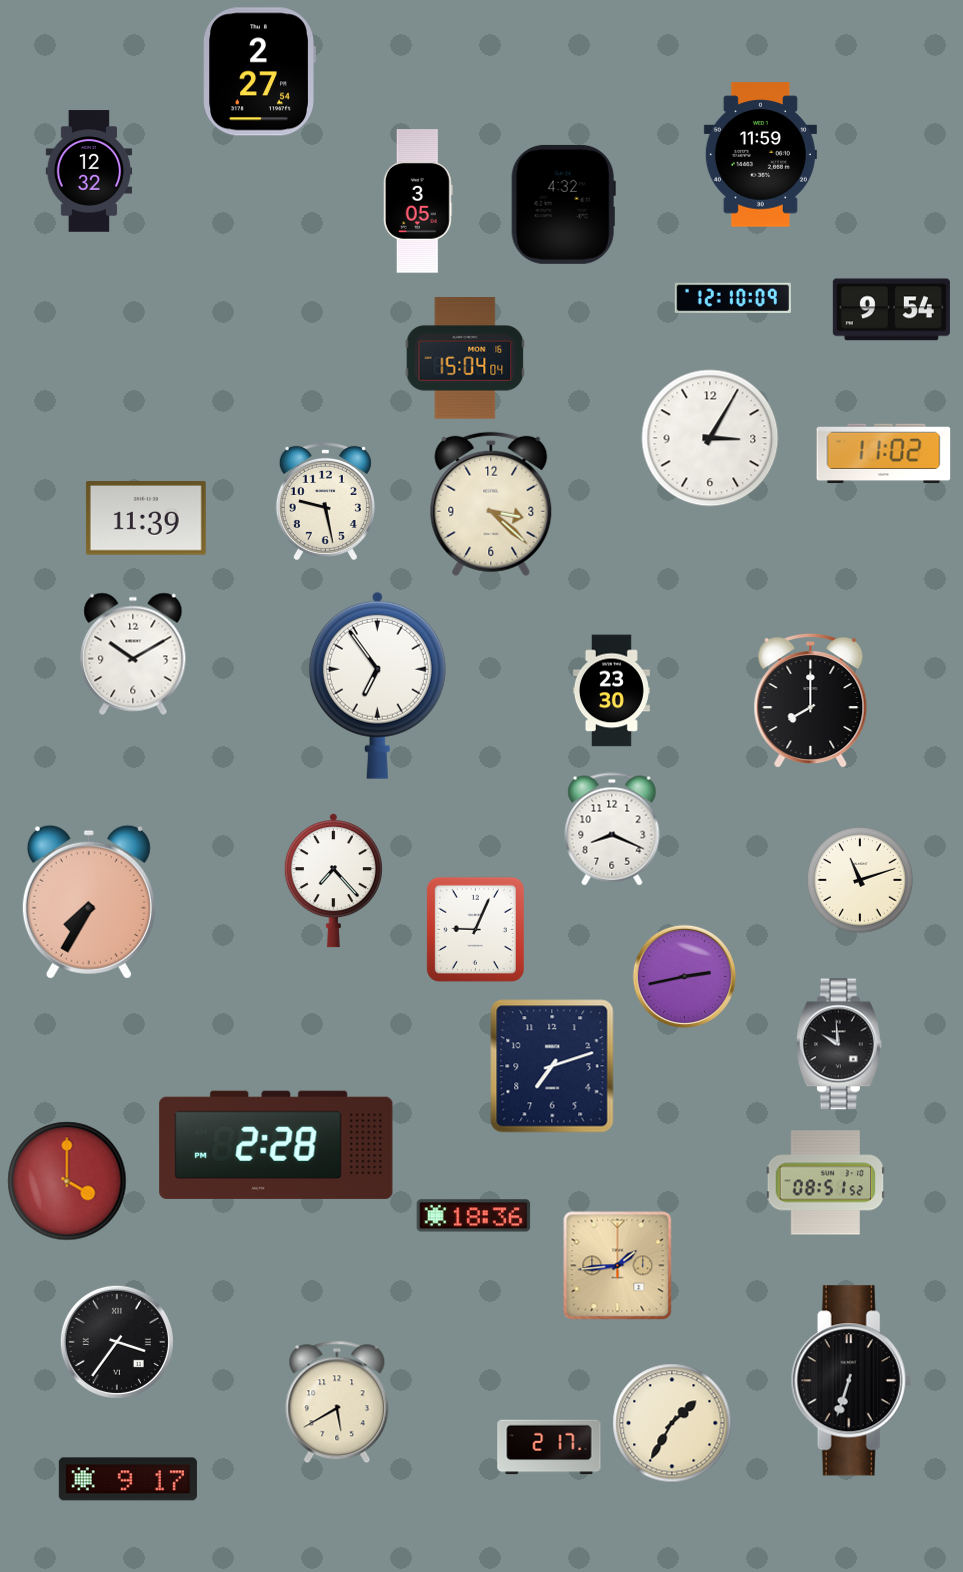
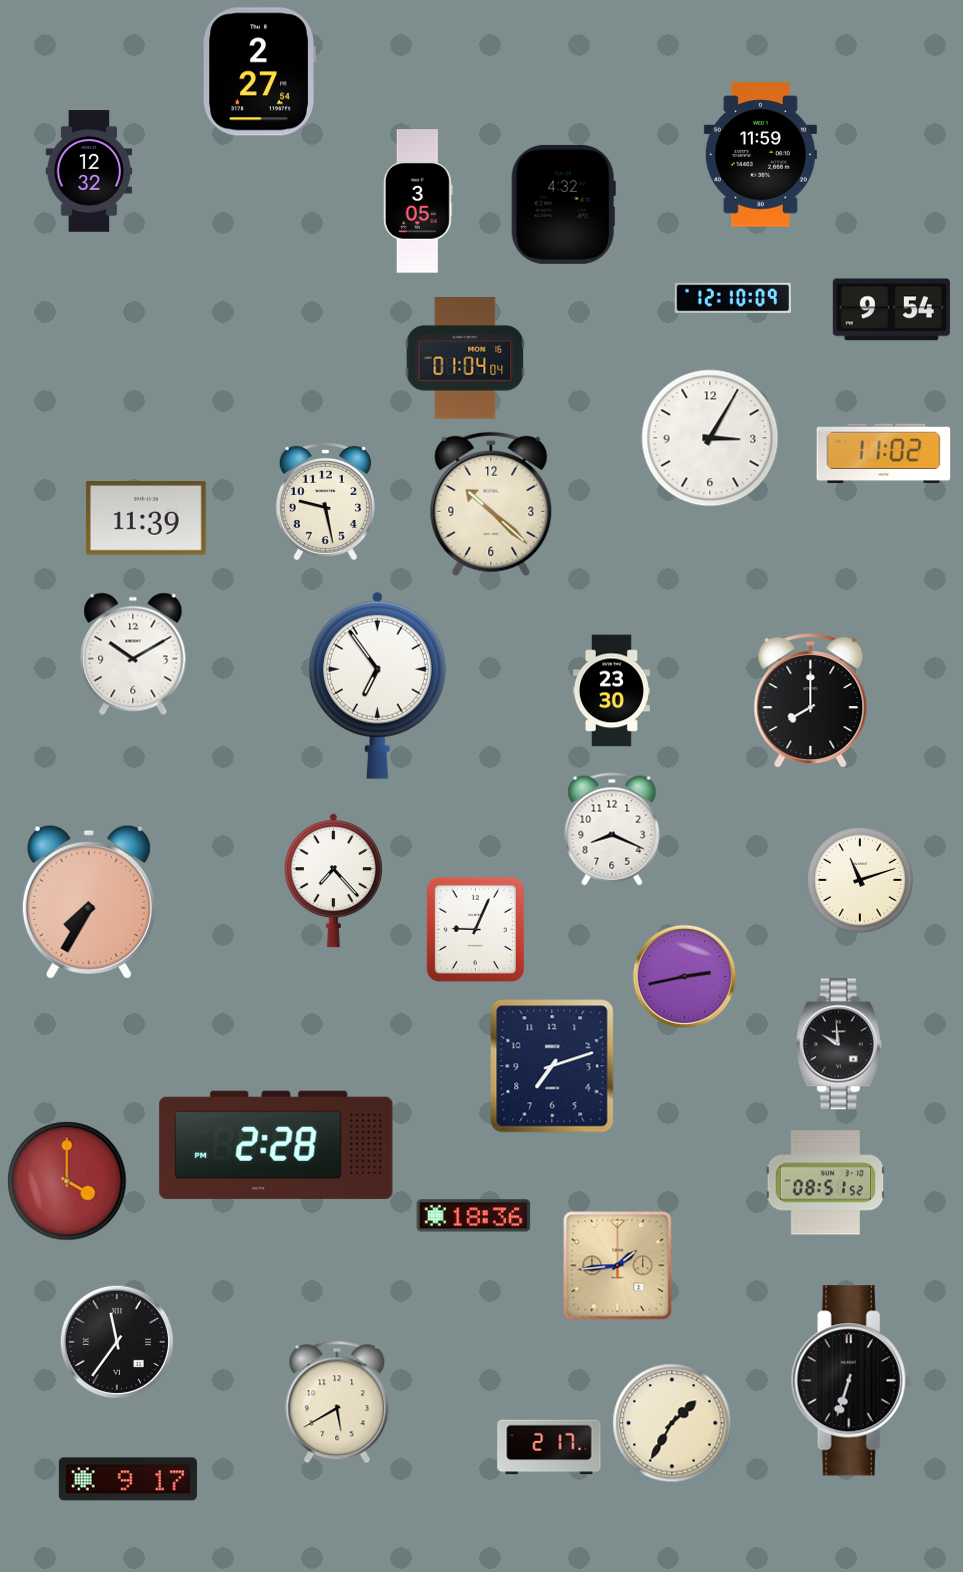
clock at (465, 358): 15:04 -> 01:04
clock at (491, 504): 3:22 -> 10:22
clock at (117, 1342): 3:36 -> 11:36
